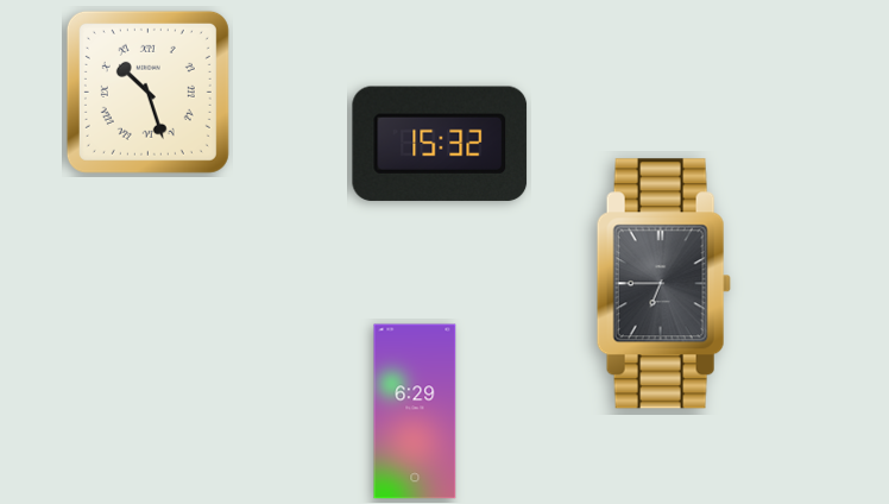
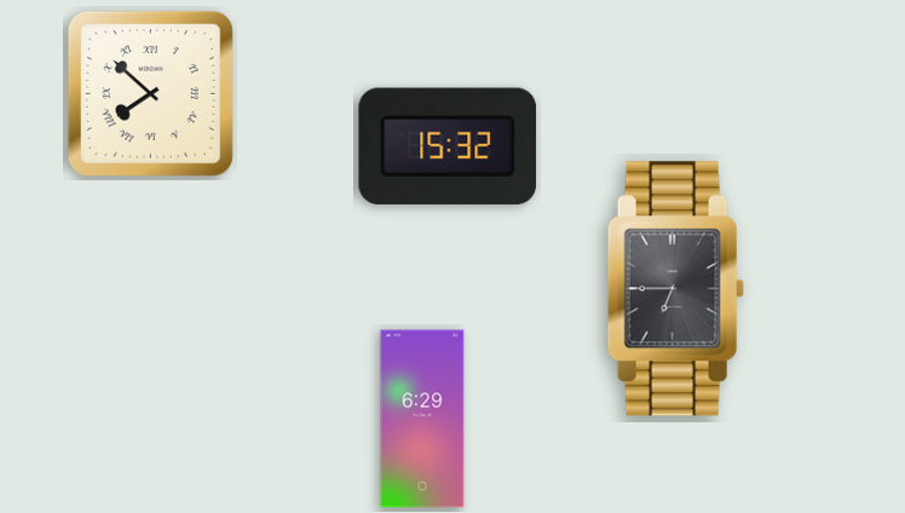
clock at (147, 92): 10:27 -> 7:52
